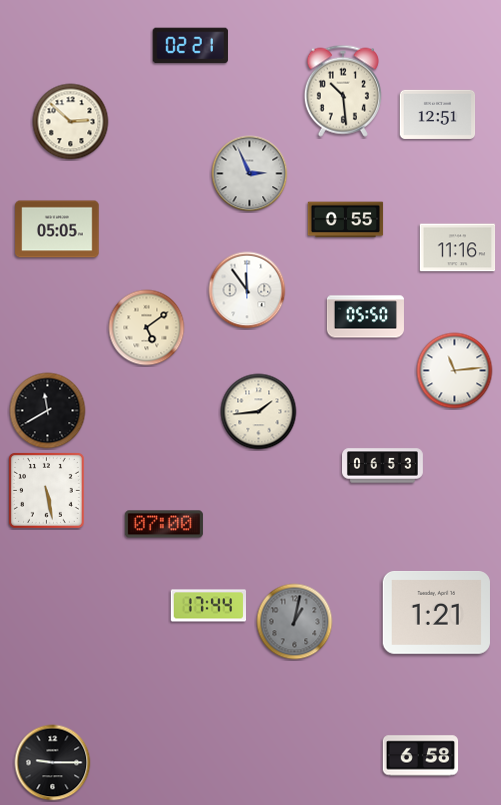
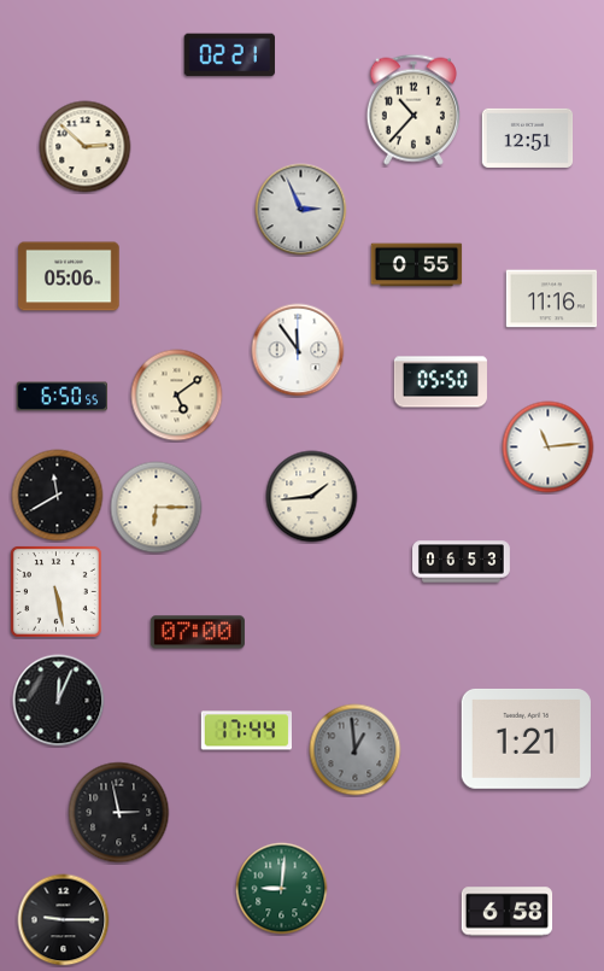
clock at (343, 91): 10:29 -> 10:37
clock at (57, 229): 05:05 -> 05:06
clock at (63, 397): none -> 6:50
clock at (157, 508): none -> 6:15
clock at (59, 701): none -> 12:04
clock at (209, 606) position: (209, 606) -> (247, 731)
clock at (295, 622): 1:02 -> 12:59
clock at (119, 813): none -> 2:58
clock at (282, 889): none -> 9:01
